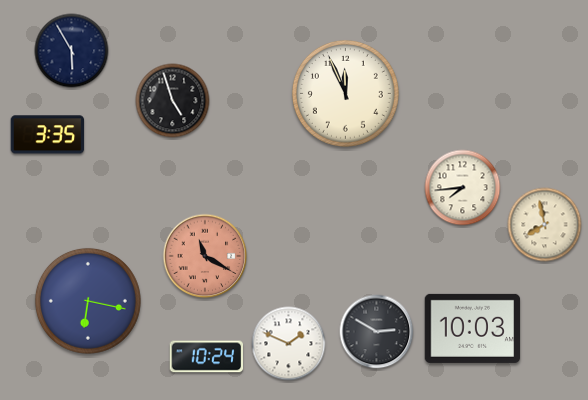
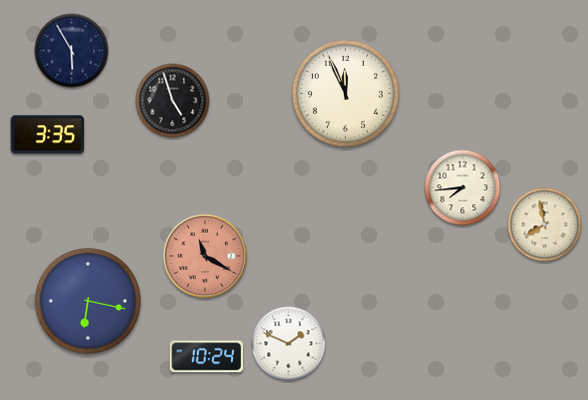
clock at (473, 328): 10:03 -> none
clock at (377, 332): 2:50 -> none
